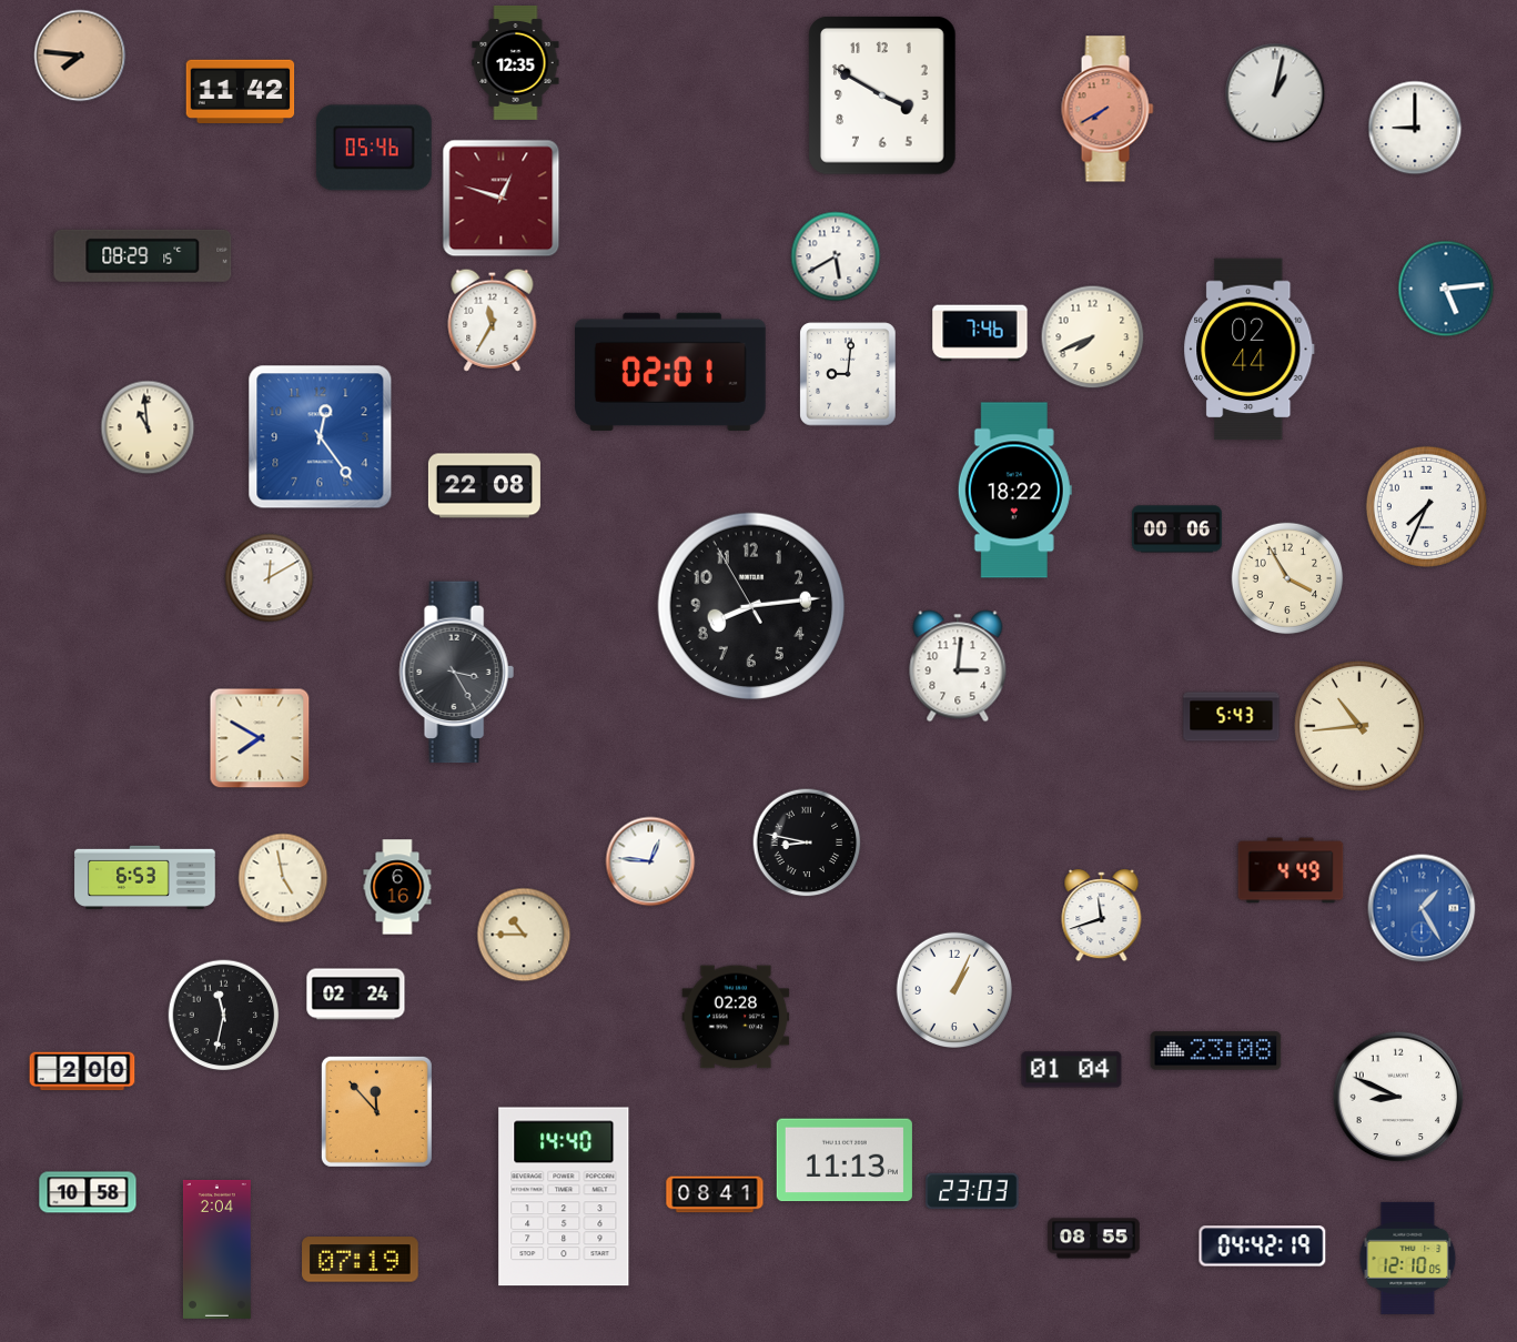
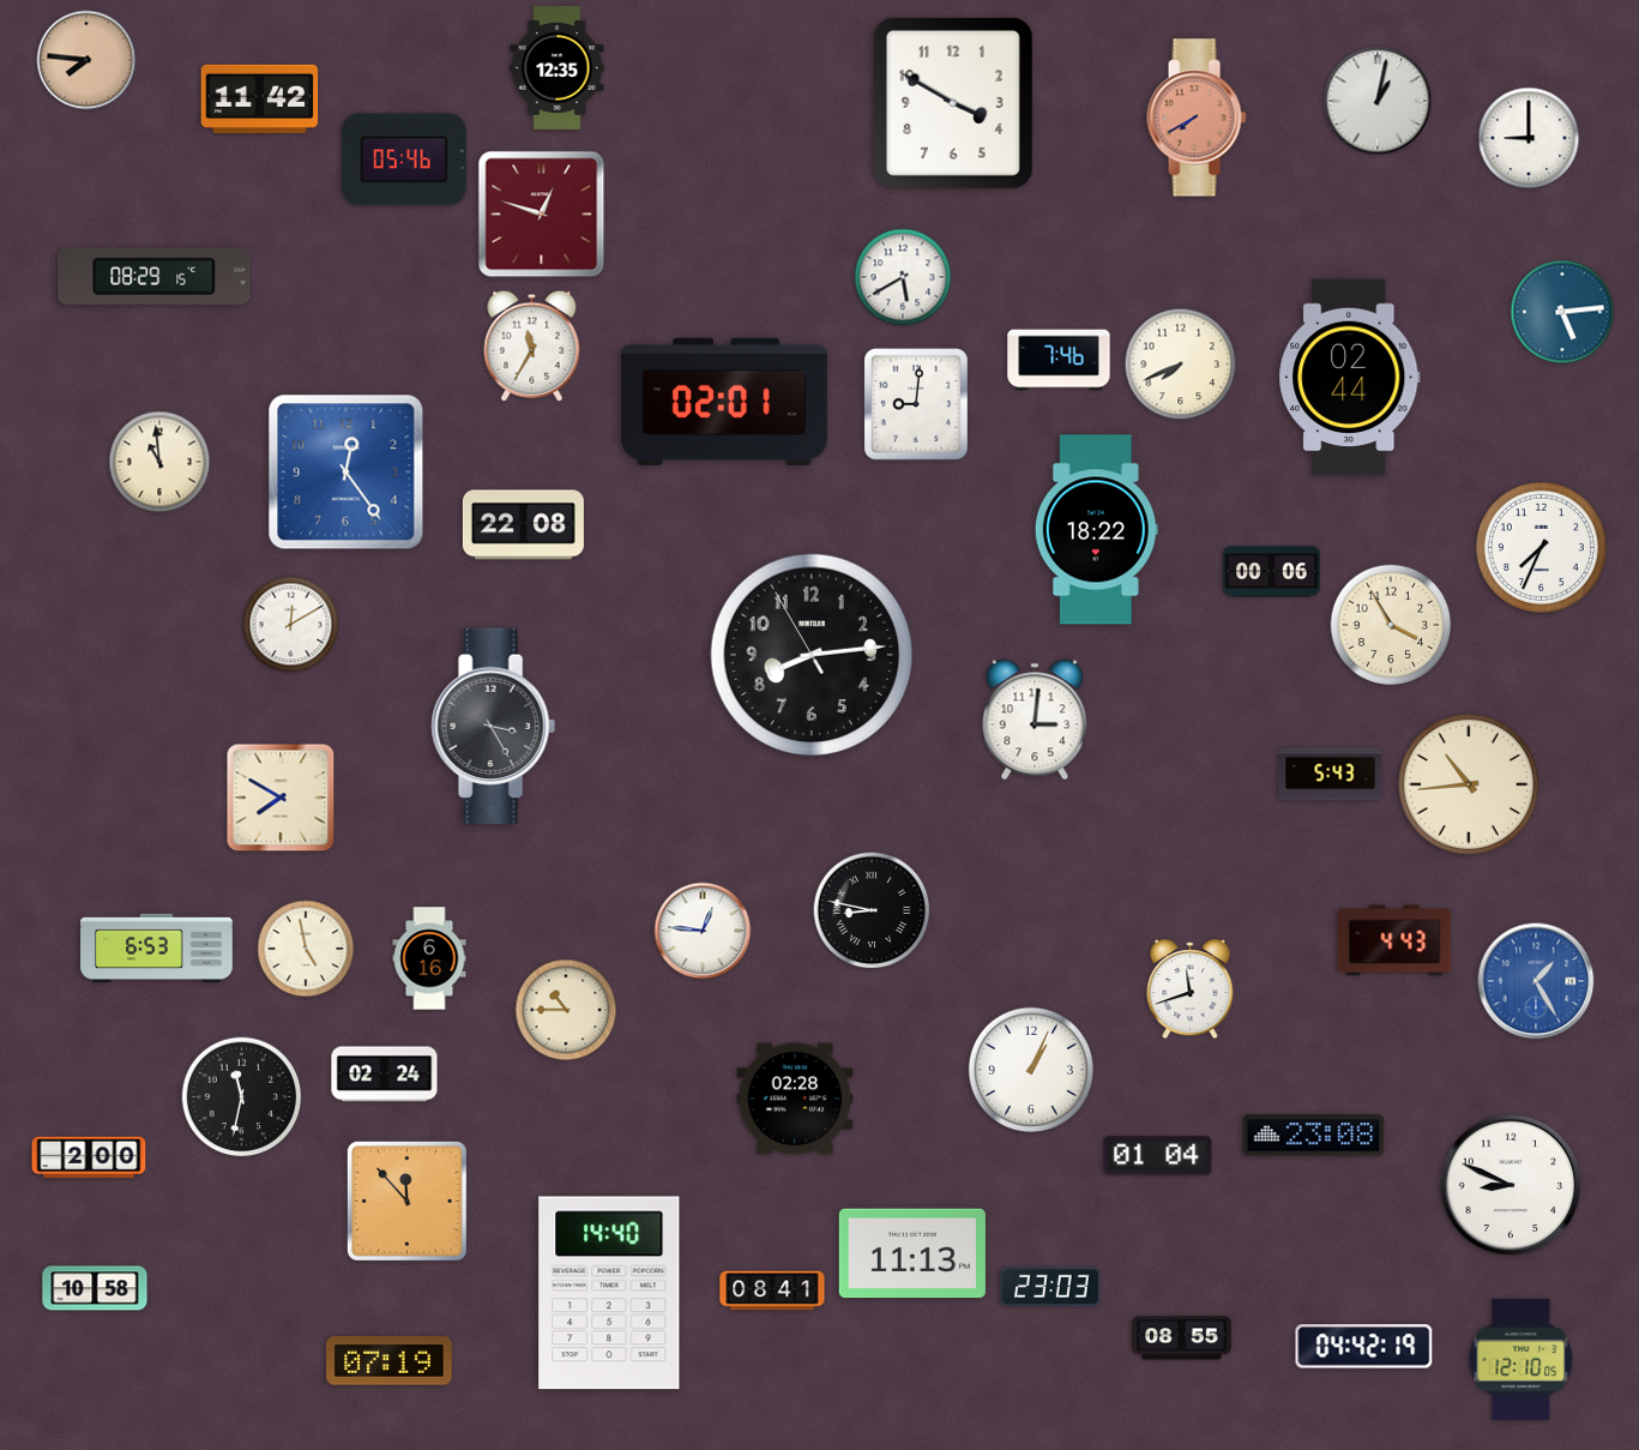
clock at (1291, 870): 4:49 -> 4:43
clock at (216, 1249): 2:04 -> none
